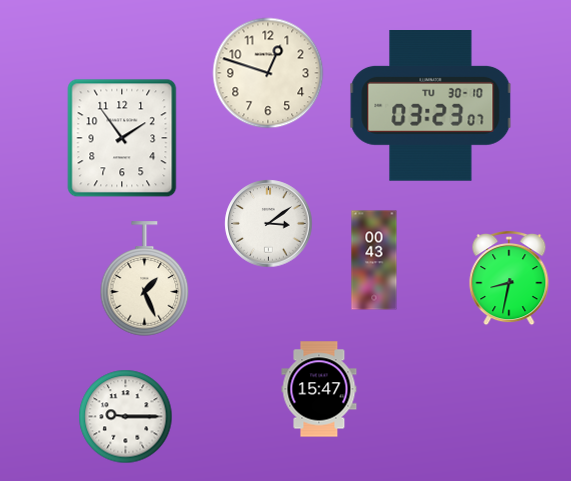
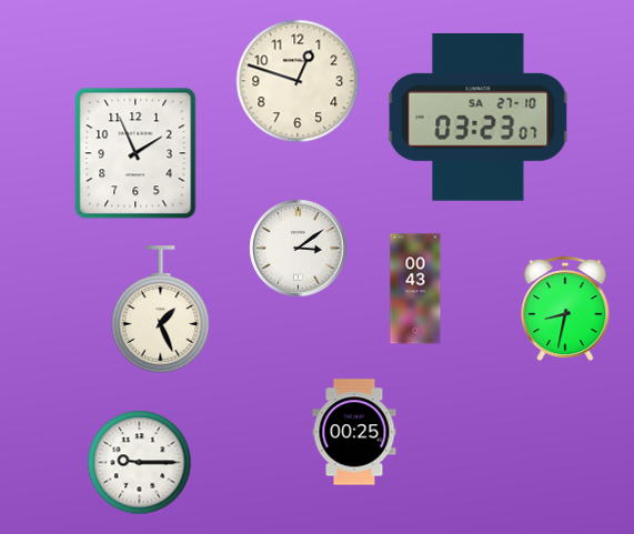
clock at (431, 106) date: TU 30-10 -> SA 27-10
clock at (122, 138): 1:54 -> 1:56
clock at (319, 389): 15:47 -> 00:25
